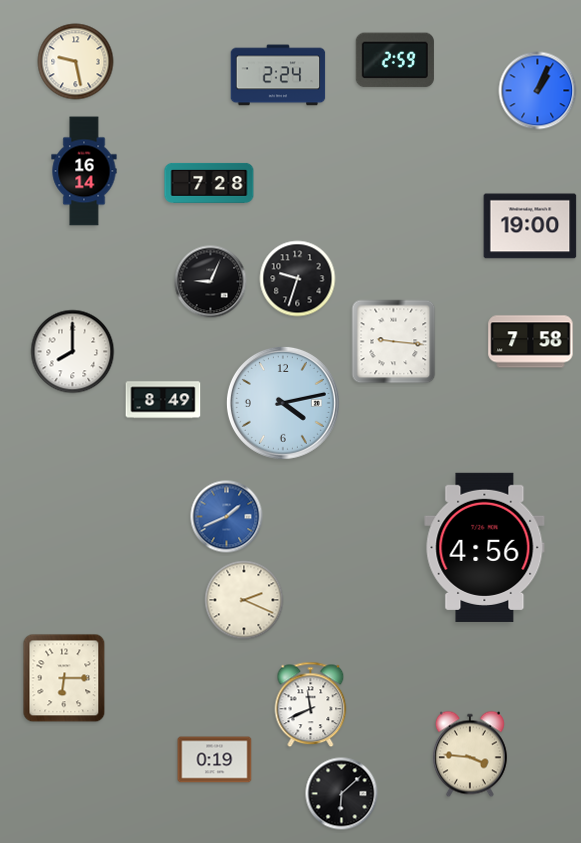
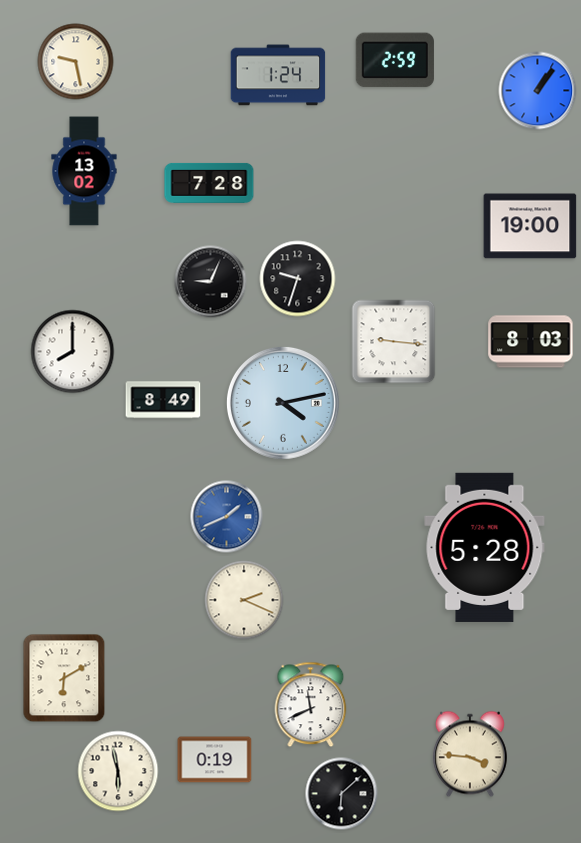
clock at (278, 75): 2:24 -> 1:24
clock at (538, 91): 1:04 -> 1:06
clock at (84, 171): 16:14 -> 13:02
clock at (531, 342): 7:58 -> 8:03
clock at (485, 547): 4:56 -> 5:28
clock at (64, 678): 6:15 -> 6:10
clock at (118, 771): none -> 5:58
